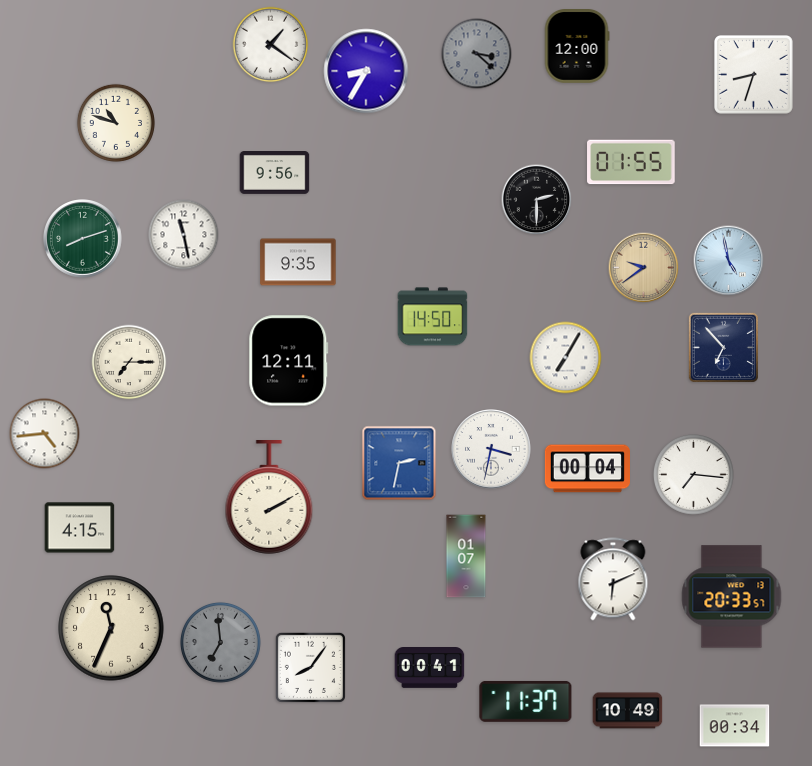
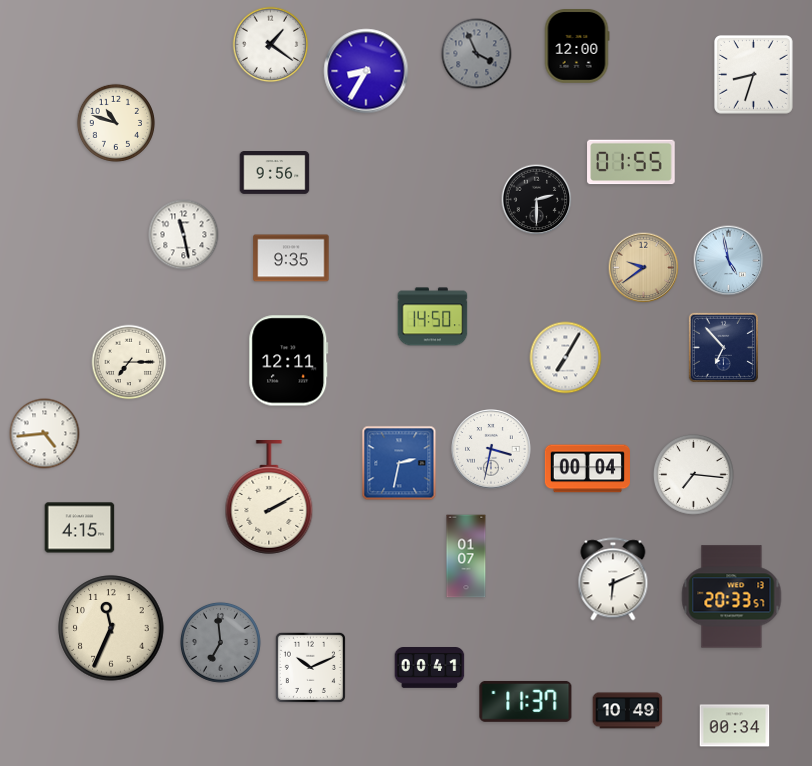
clock at (477, 54): 3:22 -> 3:56
clock at (83, 239): 8:12 -> none
clock at (298, 262) position: (298, 262) -> (291, 258)
clock at (310, 667): 8:06 -> 10:11
